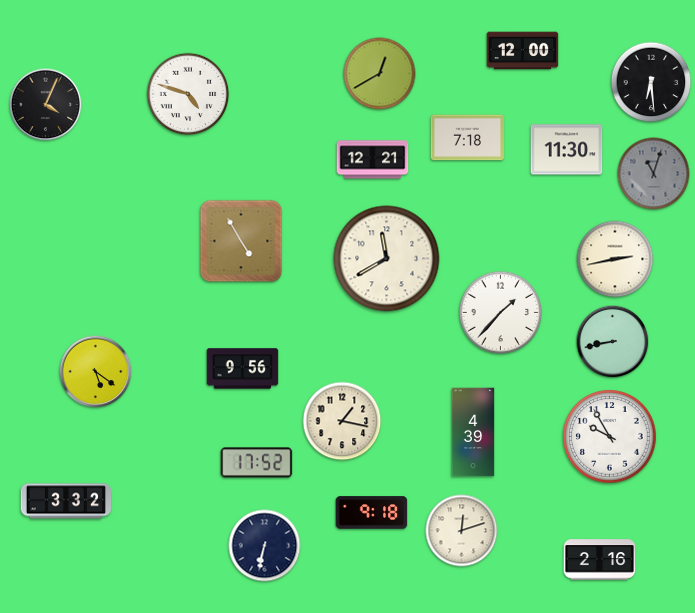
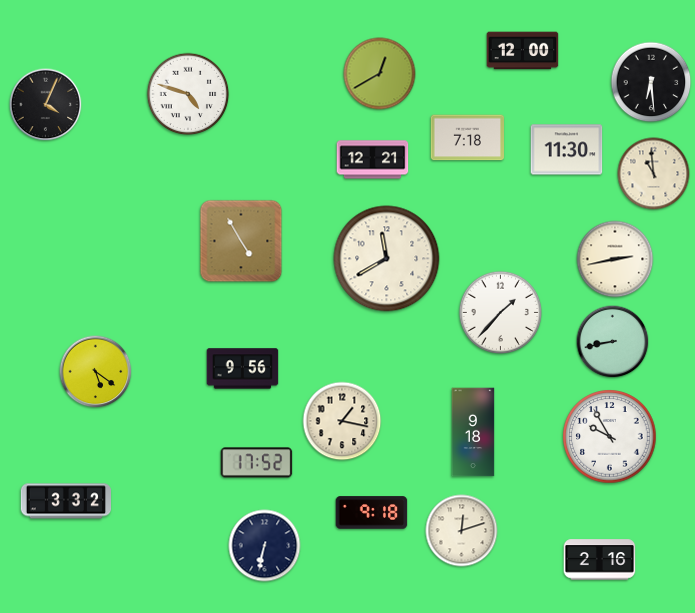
clock at (654, 174): 11:03 -> 10:59
clock at (654, 174) dial: grey -> cream
clock at (473, 432): 4:39 -> 9:18
